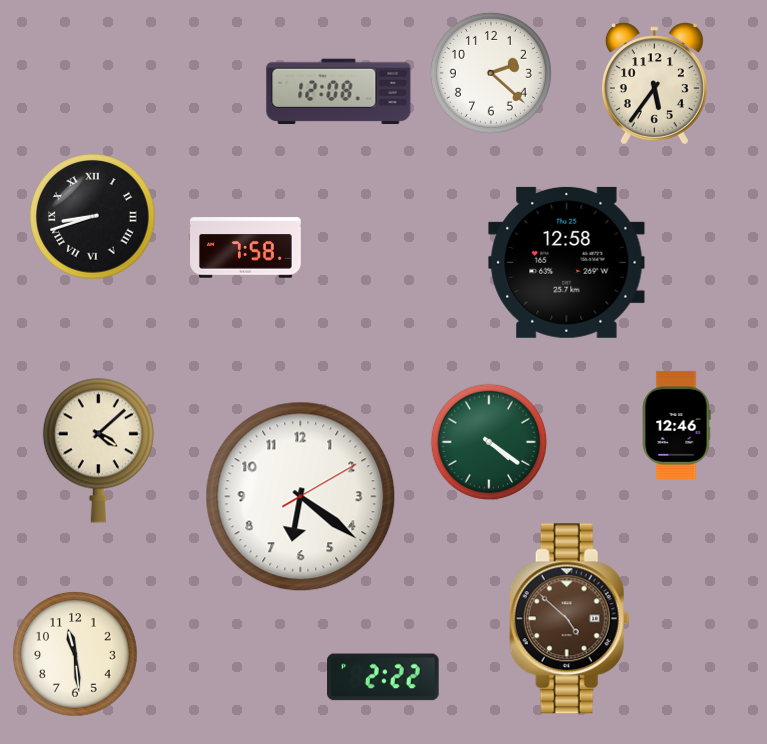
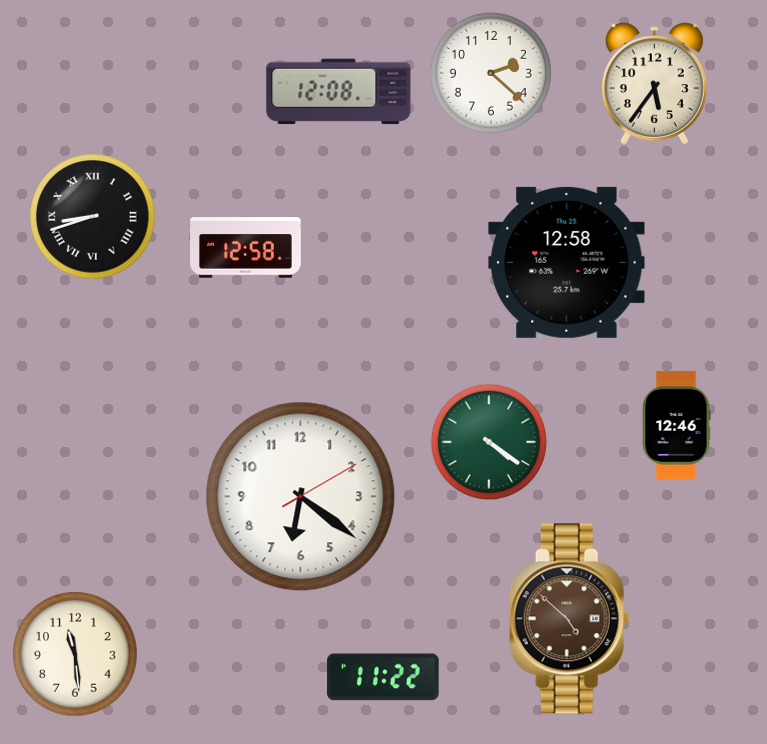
clock at (246, 248): 7:58 -> 12:58
clock at (98, 450): 4:08 -> none
clock at (383, 677): 2:22 -> 11:22
